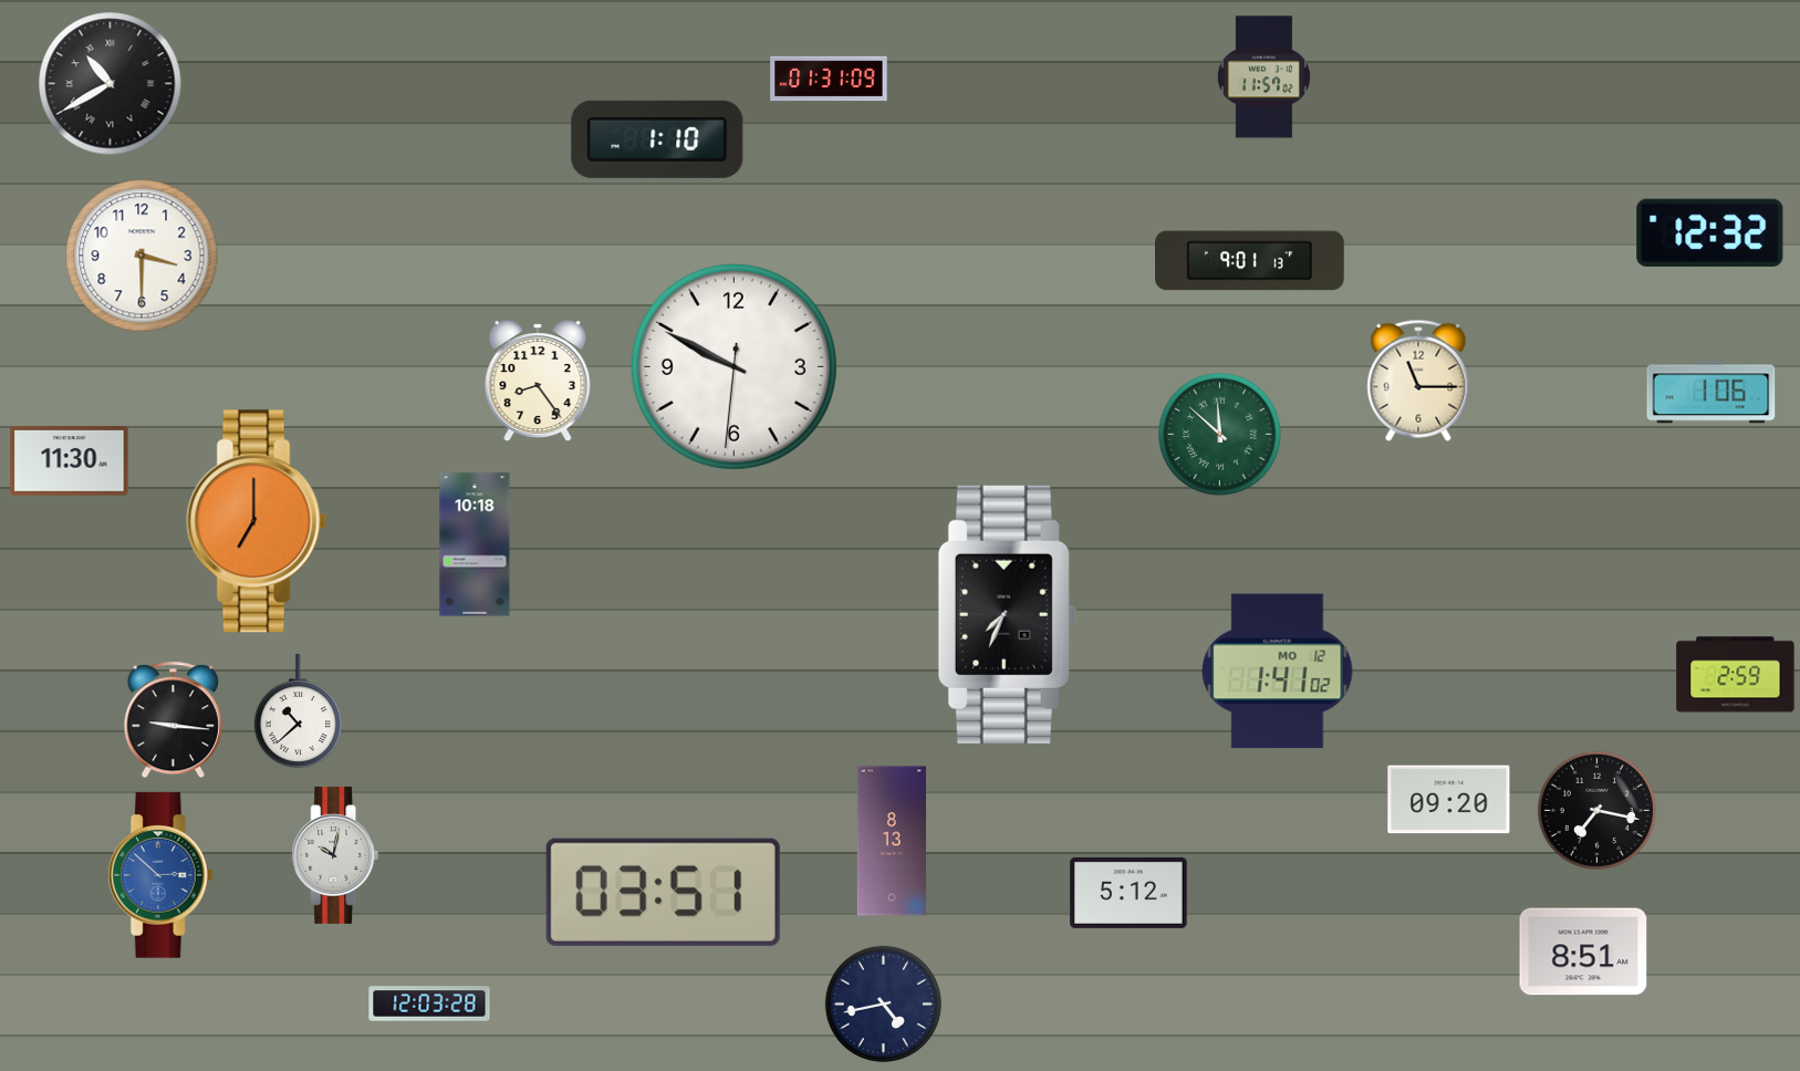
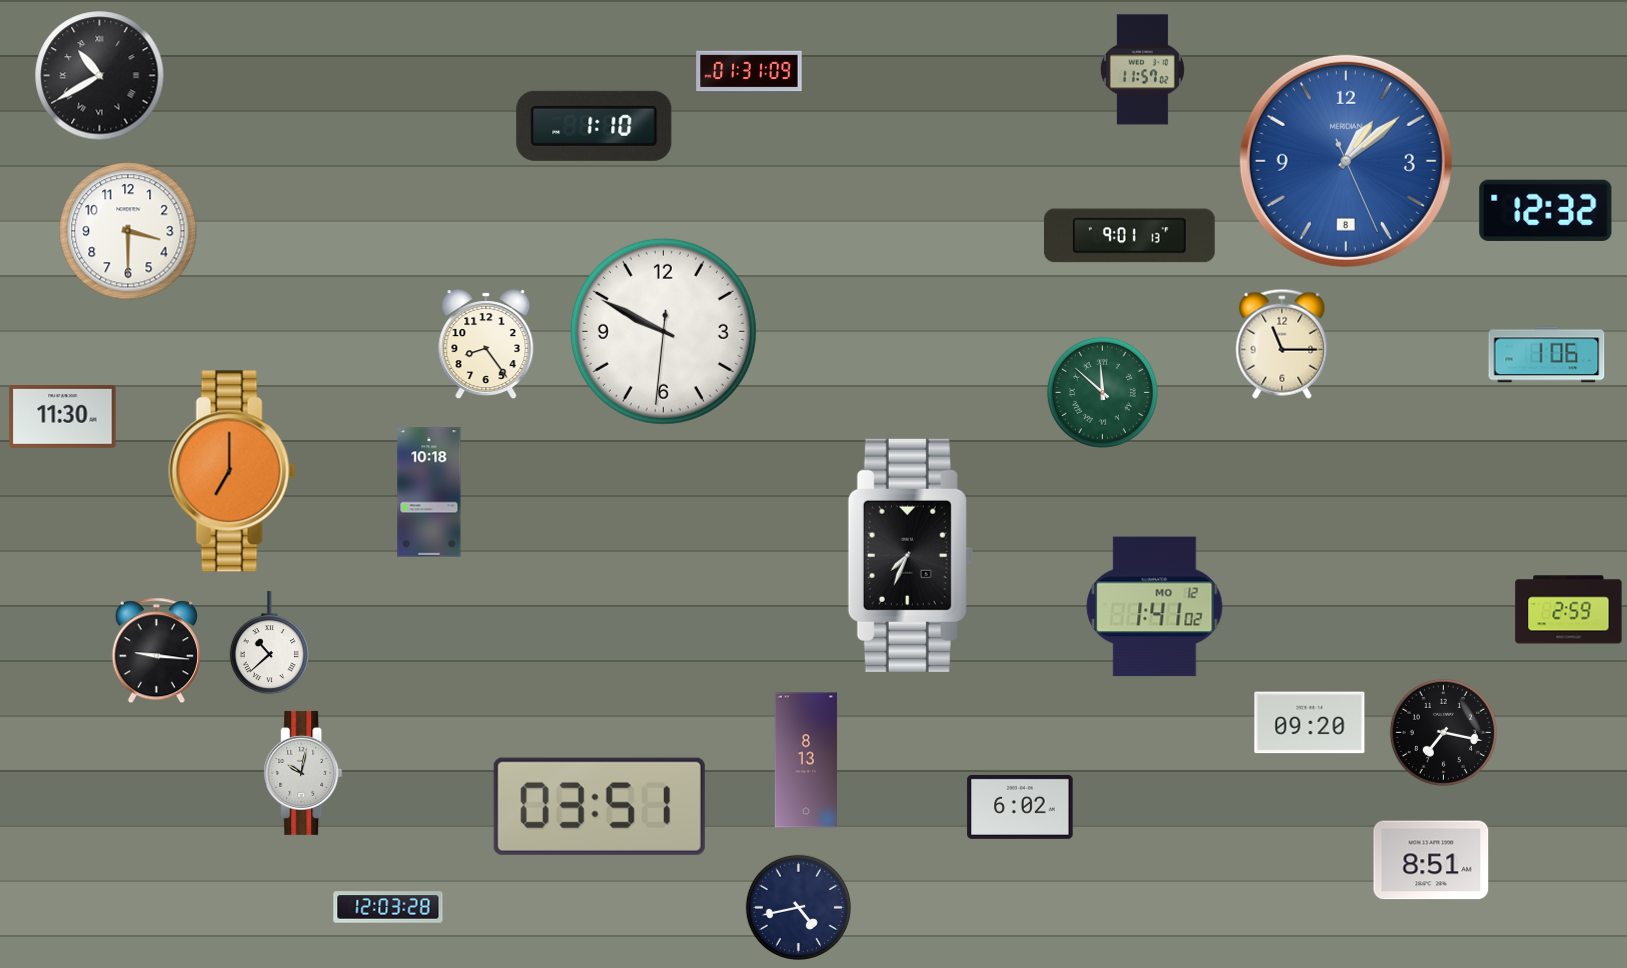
clock at (1346, 161): none -> 1:08
clock at (160, 875): 2:52 -> none
clock at (1128, 893): 5:12 -> 6:02
